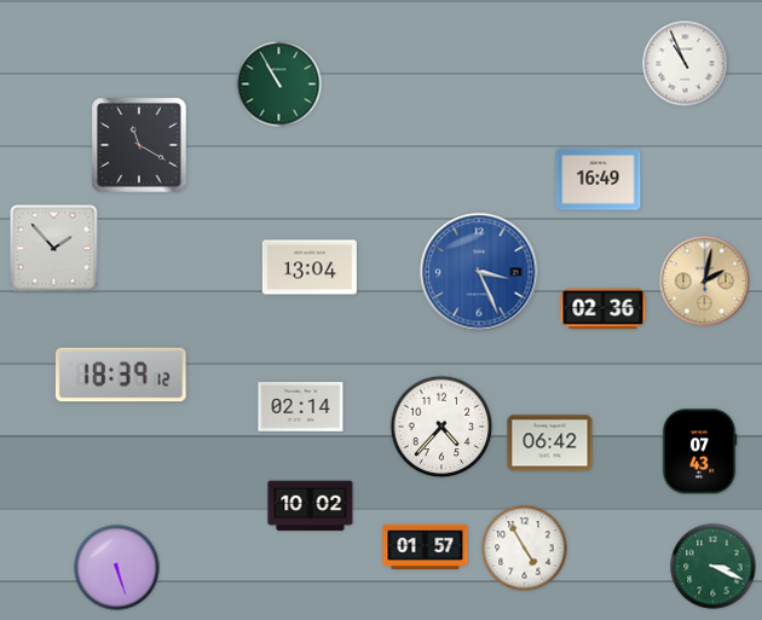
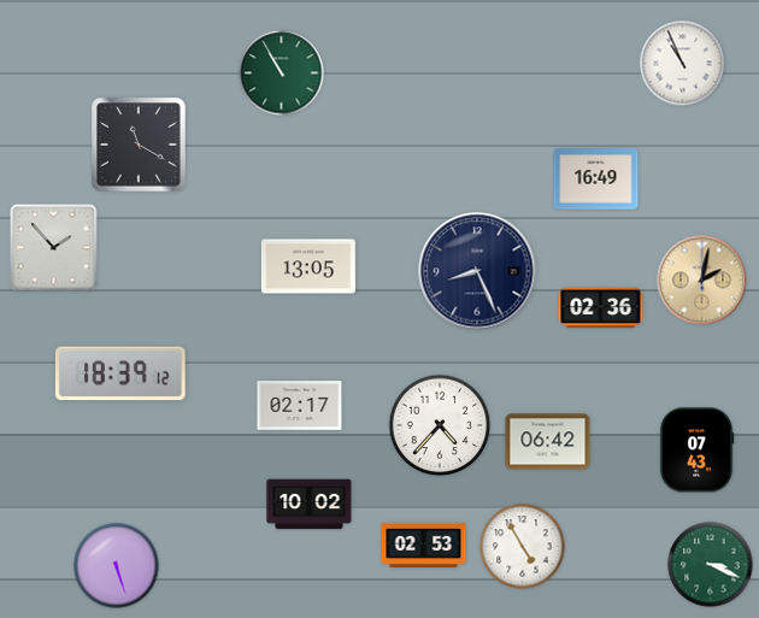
clock at (279, 85) position: (279, 85) -> (282, 73)
clock at (310, 267): 13:04 -> 13:05
clock at (479, 272): 3:26 -> 8:26
clock at (479, 272) dial: blue -> navy
clock at (301, 407): 02:14 -> 02:17
clock at (426, 546): 01:57 -> 02:53
